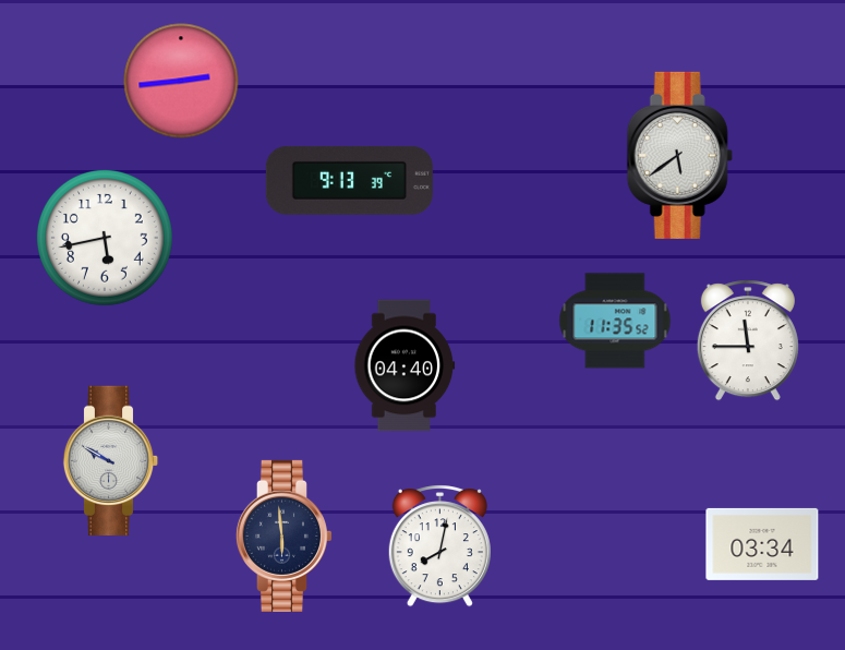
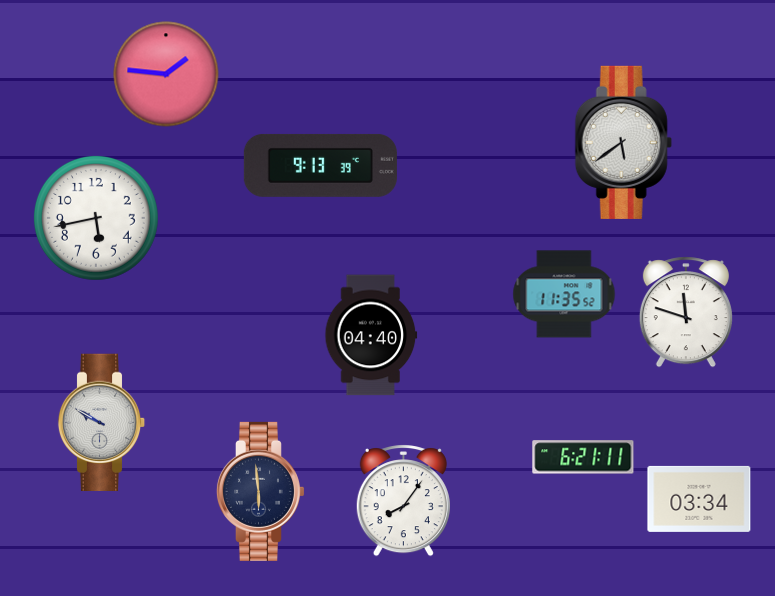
clock at (181, 81): 2:44 -> 1:46
clock at (748, 340): 11:45 -> 11:48
clock at (583, 457): none -> 6:21
clock at (439, 546): 8:02 -> 8:06
